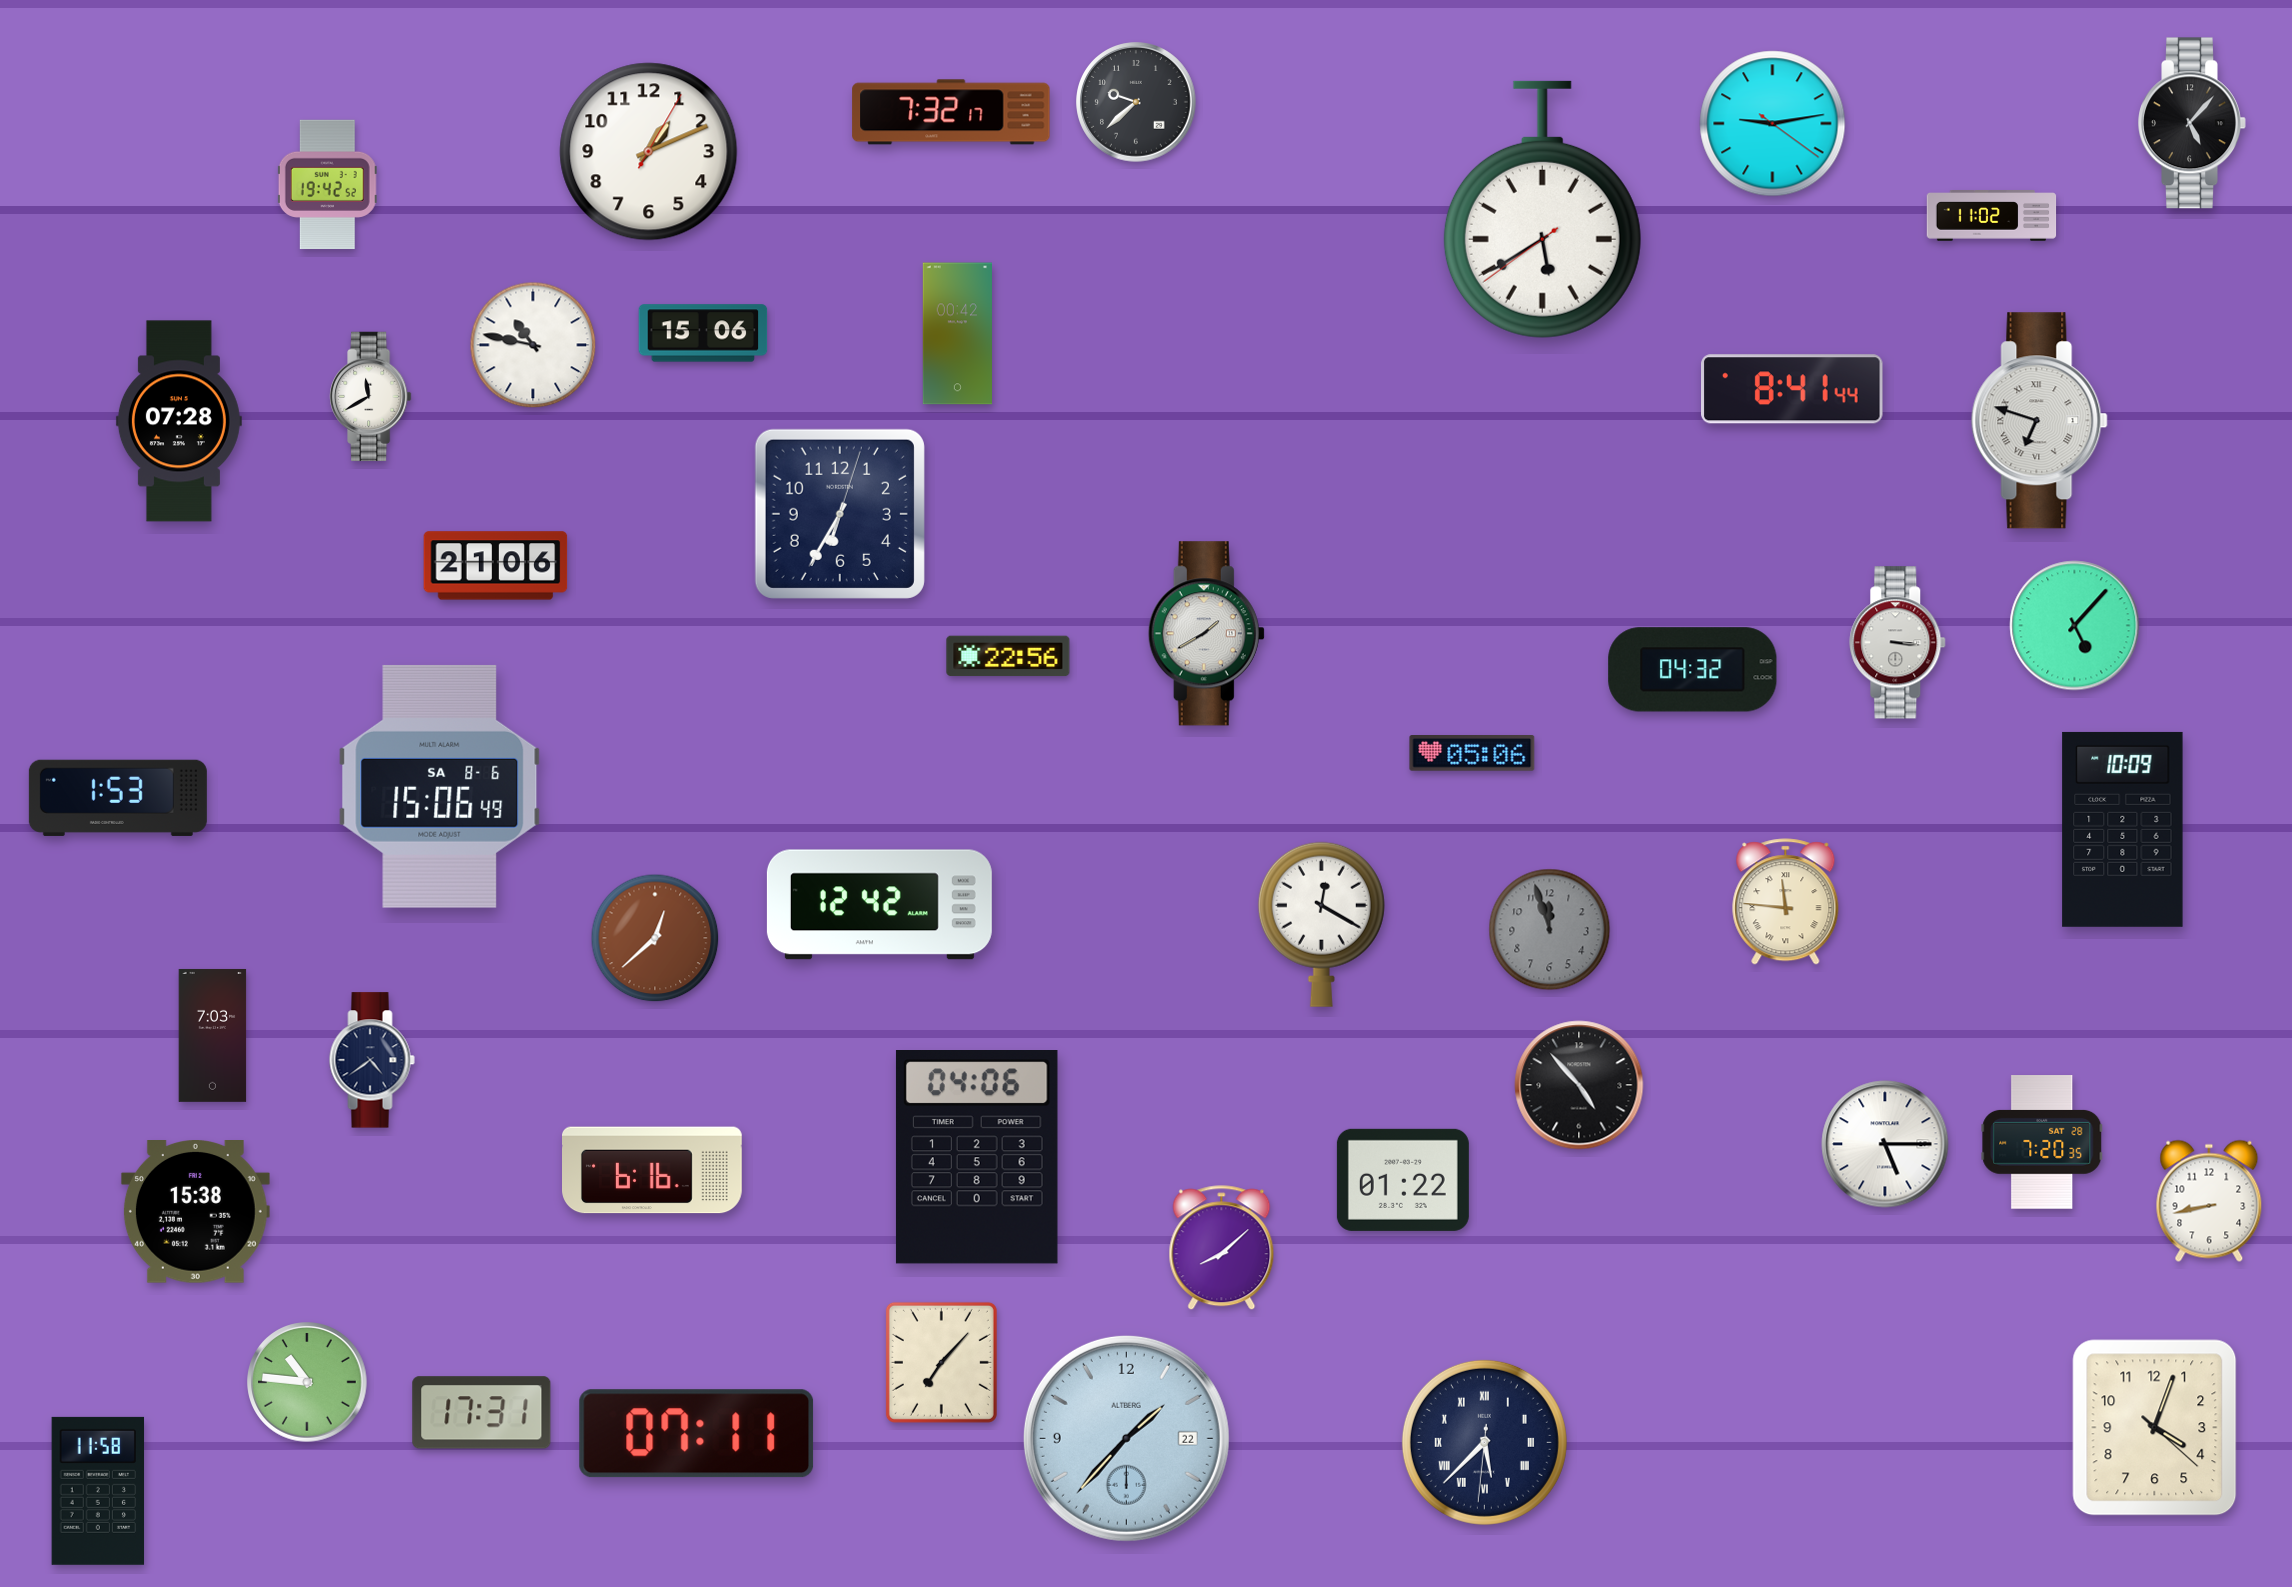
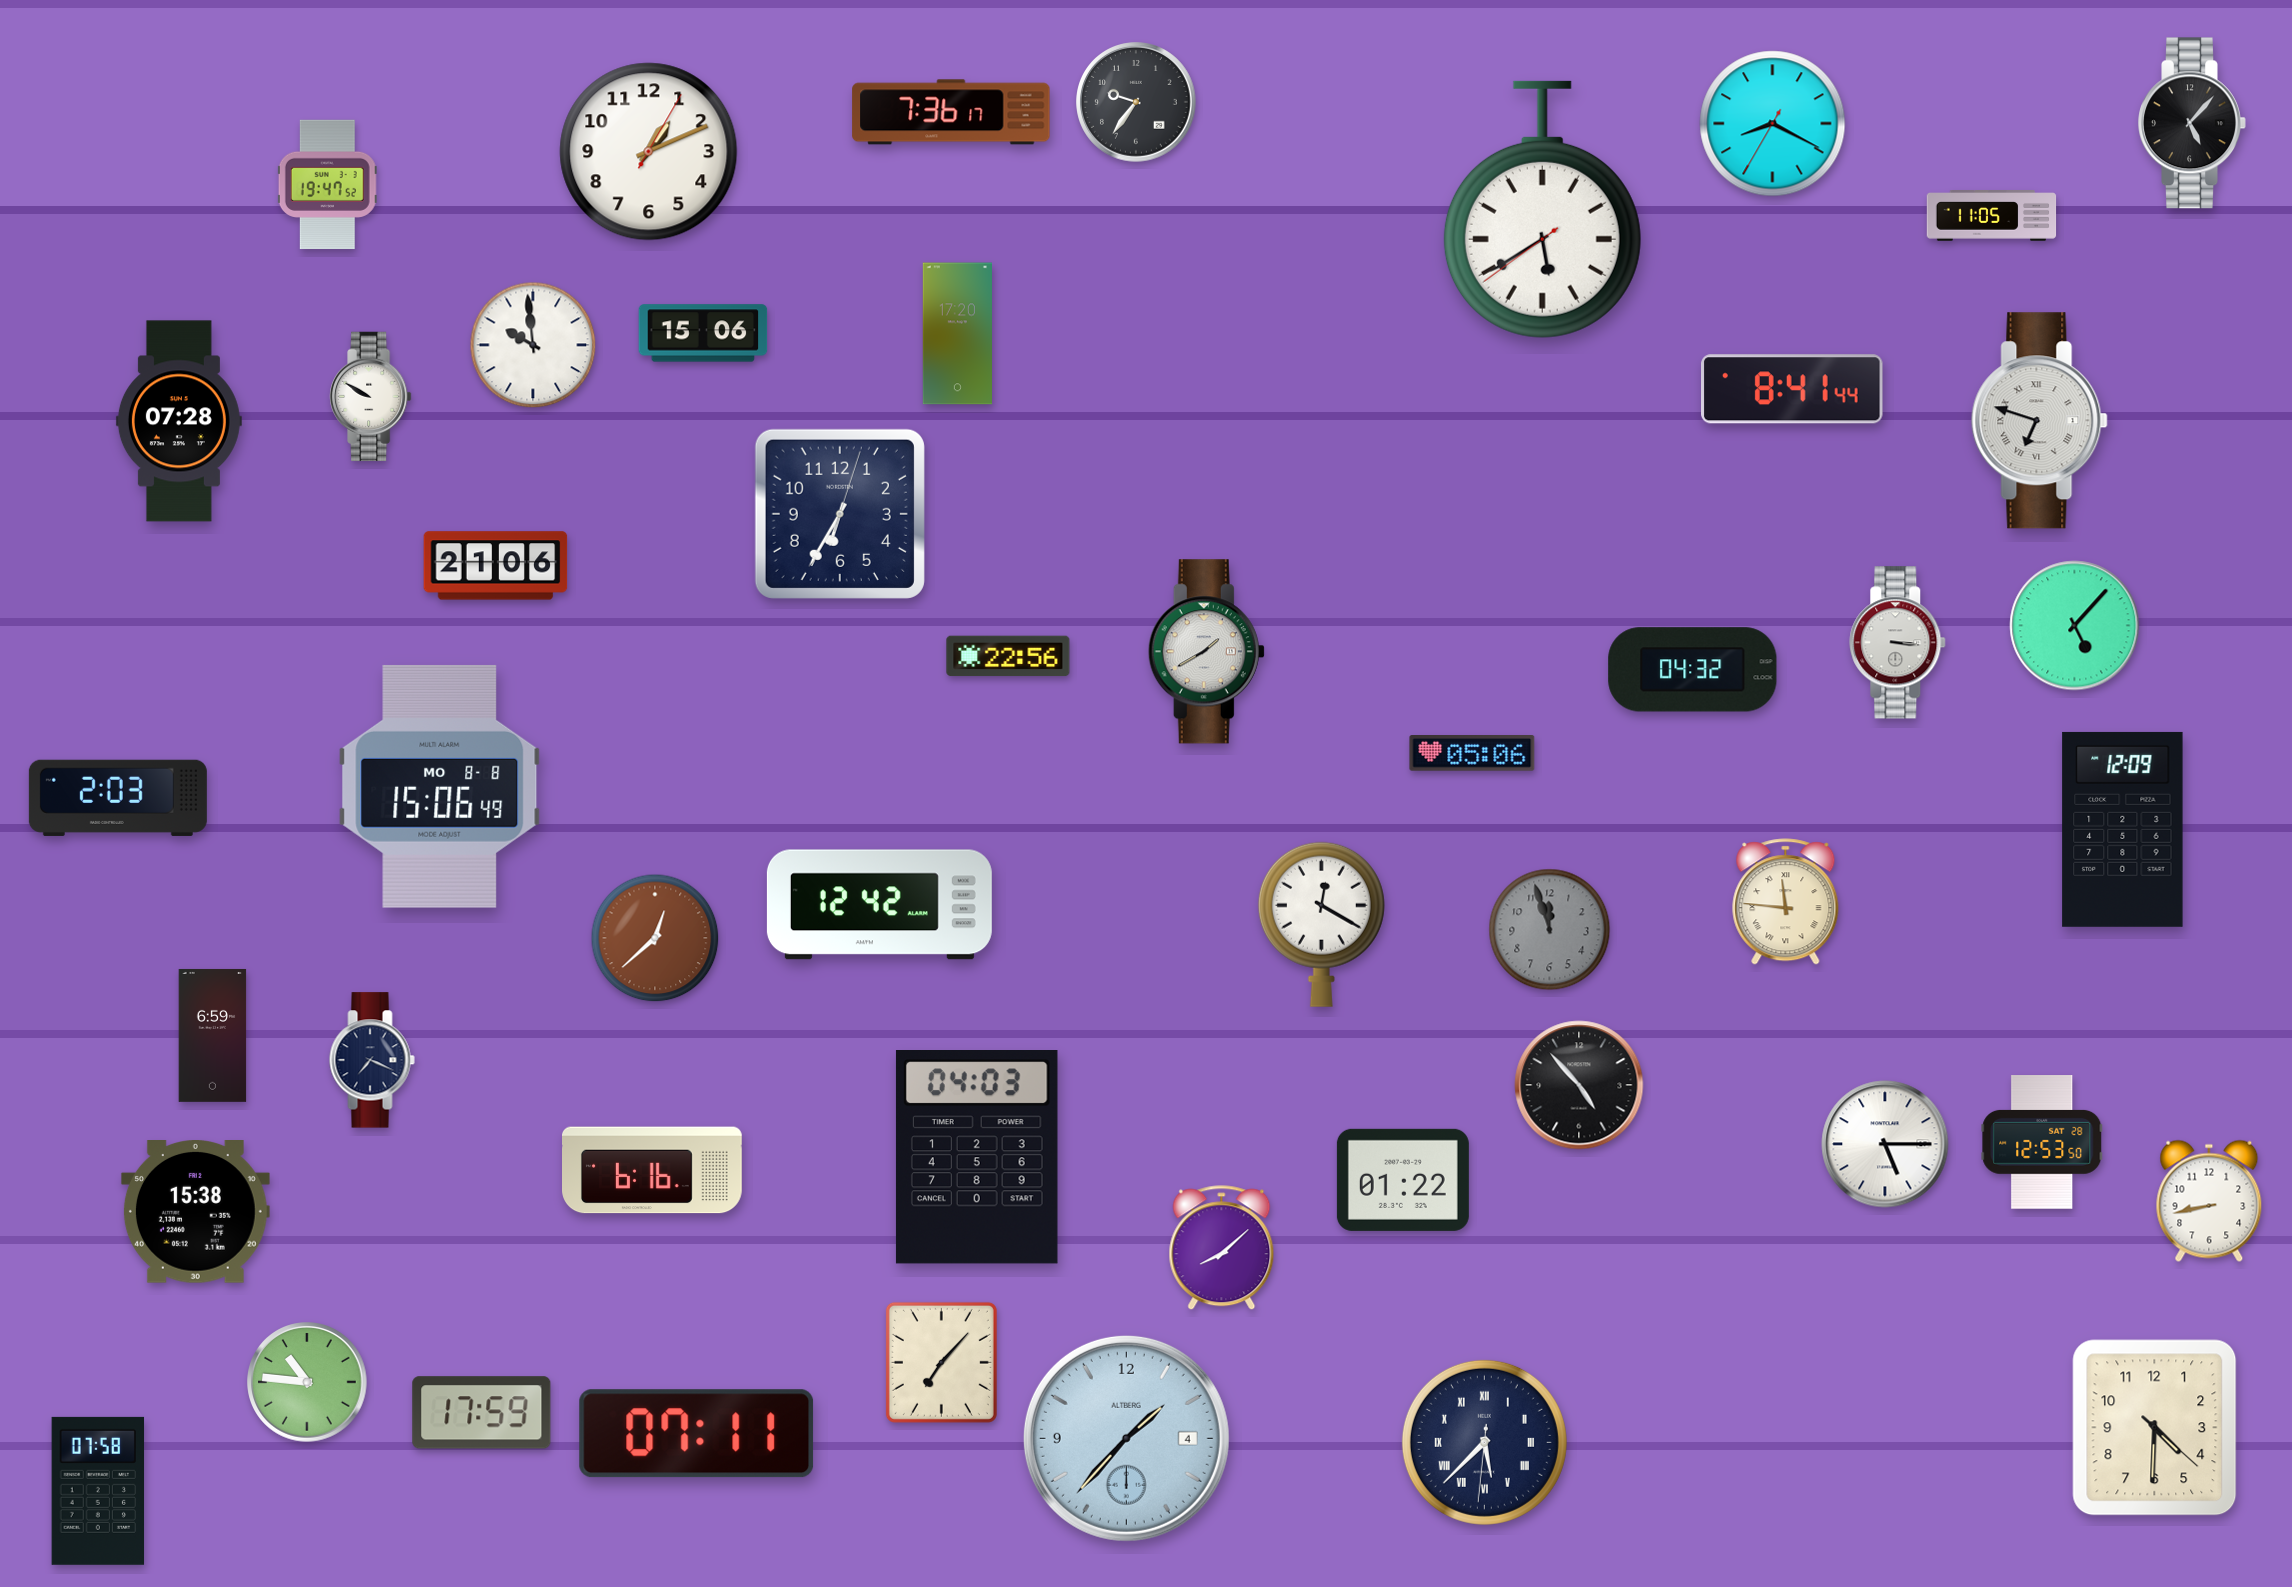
clock at (1136, 102): 9:38 -> 9:36
clock at (951, 112): 7:32 -> 7:36
clock at (1773, 124): 9:13 -> 8:19
clock at (327, 185): 19:42 -> 19:47
clock at (1992, 216): 11:02 -> 11:05
clock at (957, 334): 00:42 -> 17:20
clock at (533, 345): 10:47 -> 9:59
clock at (371, 397): 11:40 -> 9:50
clock at (1206, 634) position: (1206, 634) -> (1206, 652)
clock at (440, 786) date: SA 8-6 -> MO 8-8
clock at (118, 798): 1:53 -> 2:03
clock at (2123, 829): 10:09 -> 12:09
clock at (213, 1035): 7:03 -> 6:59
clock at (372, 1060): 4:39 -> 7:19
clock at (2042, 1143): 7:20 -> 12:53
clock at (977, 1158): 04:06 -> 04:03
clock at (482, 1413): 17:31 -> 17:59
clock at (2155, 1428): 4:03 -> 4:30
clock at (1126, 1438) date: 22 -> 4
clock at (98, 1491): 11:58 -> 07:58
